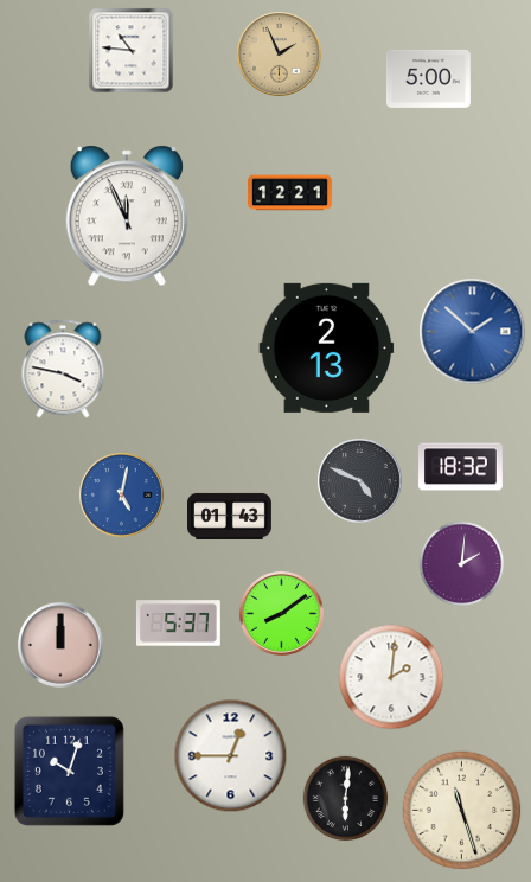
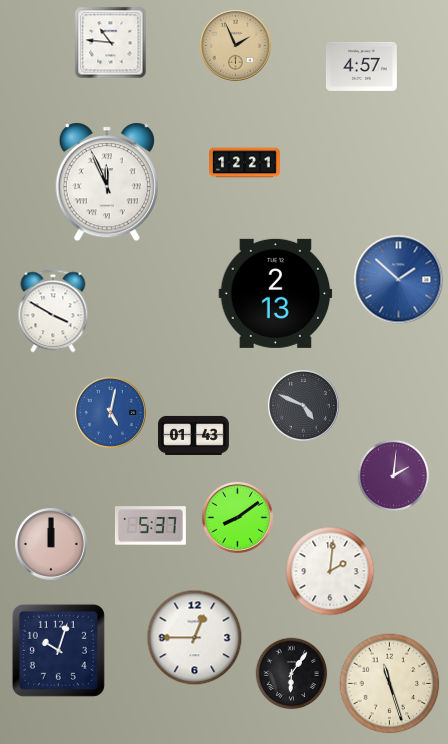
clock at (428, 78): 5:00 -> 4:57
clock at (63, 369): 3:47 -> 3:50
clock at (461, 467): 18:32 -> none
clock at (122, 496) position: (122, 496) -> (111, 413)
clock at (462, 564) position: (462, 564) -> (394, 476)
clock at (346, 799): 6:01 -> 6:06
